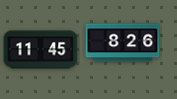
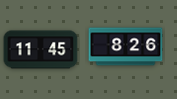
clock at (123, 43) position: (123, 43) -> (126, 47)
